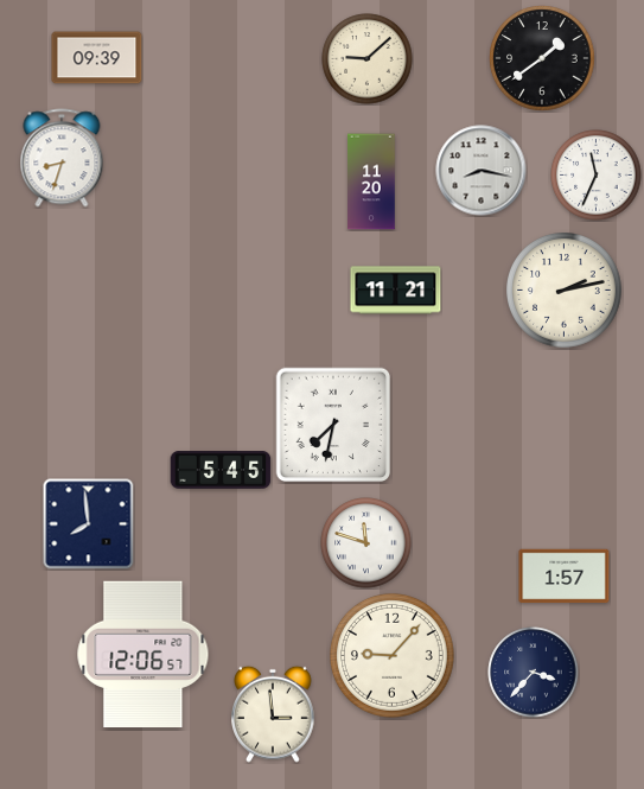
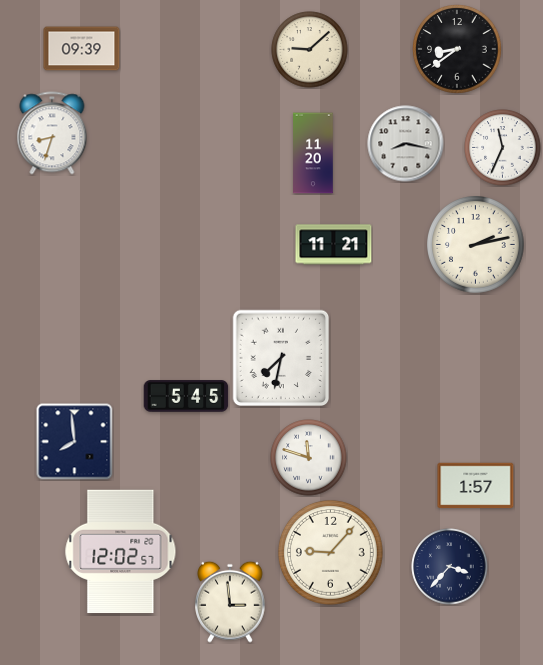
clock at (542, 58): 1:39 -> 8:39
clock at (144, 655): 12:06 -> 12:02
